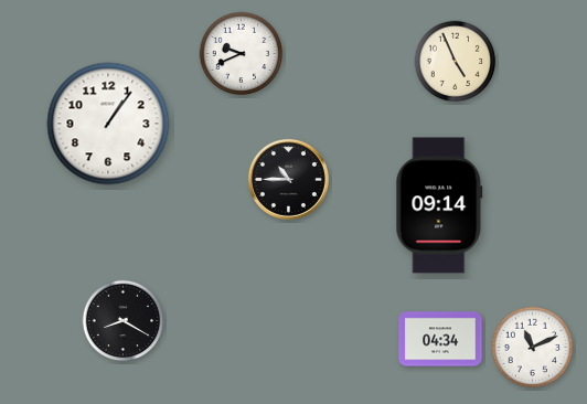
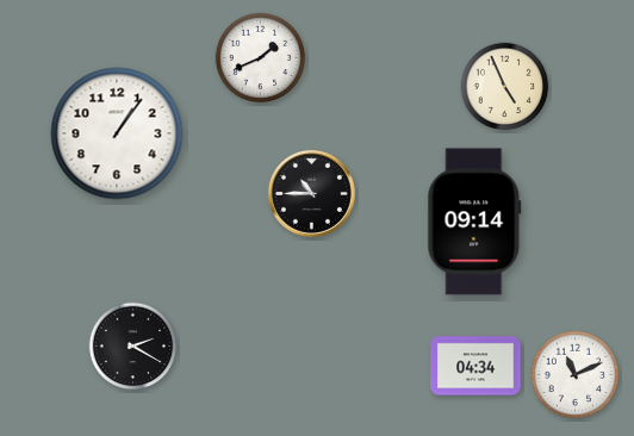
clock at (242, 54): 9:41 -> 1:41
clock at (456, 62) position: (456, 62) -> (505, 87)
clock at (124, 321): 8:20 -> 2:20
